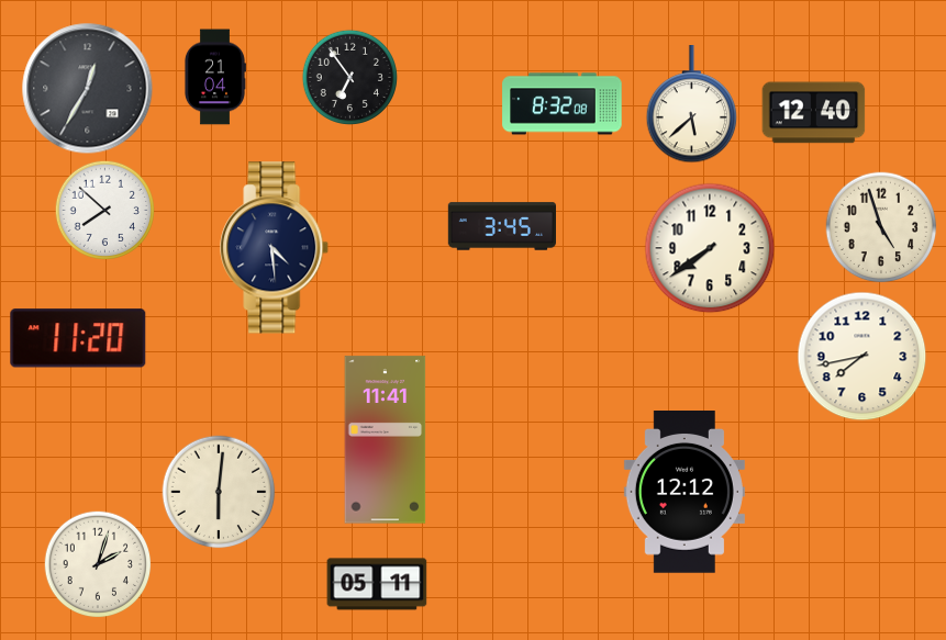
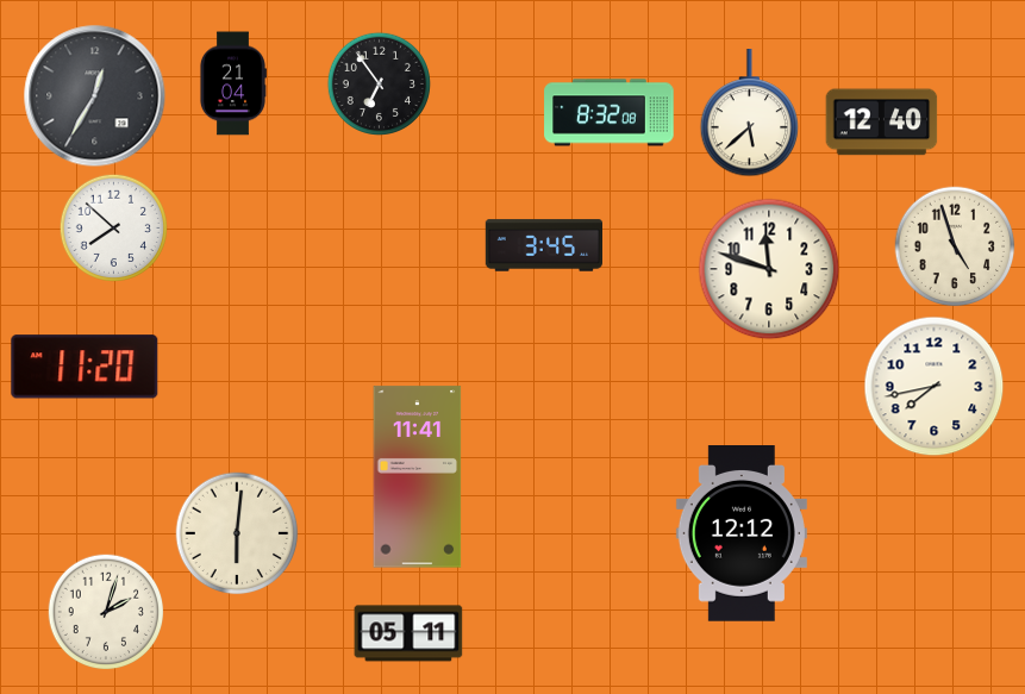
clock at (275, 248): 4:29 -> none
clock at (710, 248): 7:39 -> 11:48
